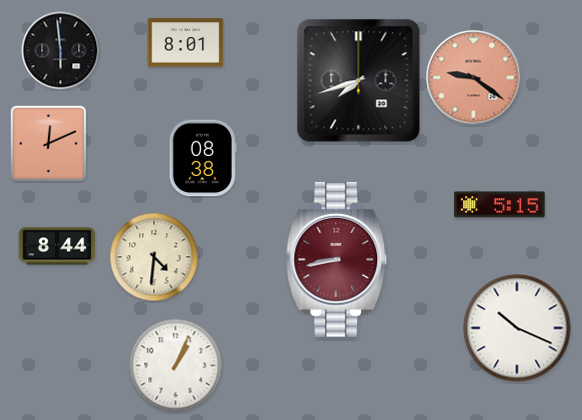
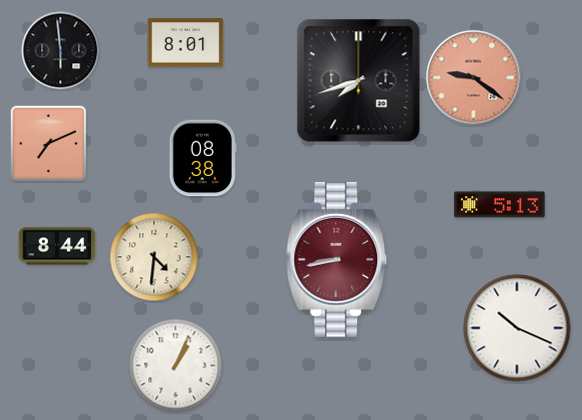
clock at (48, 143): 12:11 -> 7:11
clock at (500, 205): 5:15 -> 5:13
